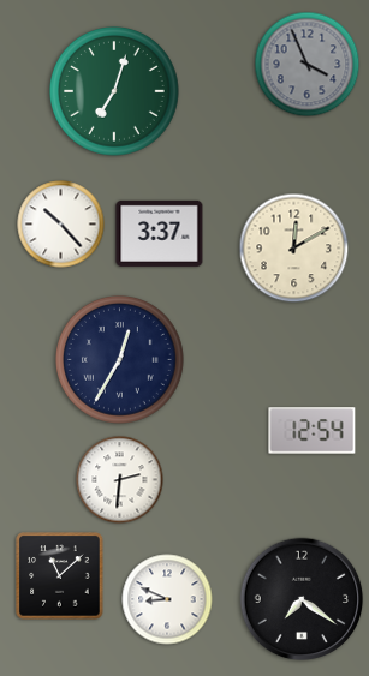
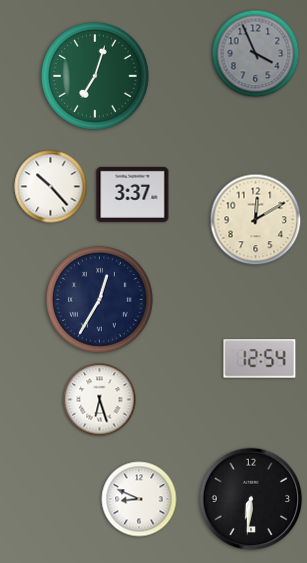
clock at (294, 249) position: (294, 249) -> (256, 220)
clock at (120, 480): 2:31 -> 6:27
clock at (60, 576): 11:08 -> none
clock at (302, 599): 7:21 -> 6:31
